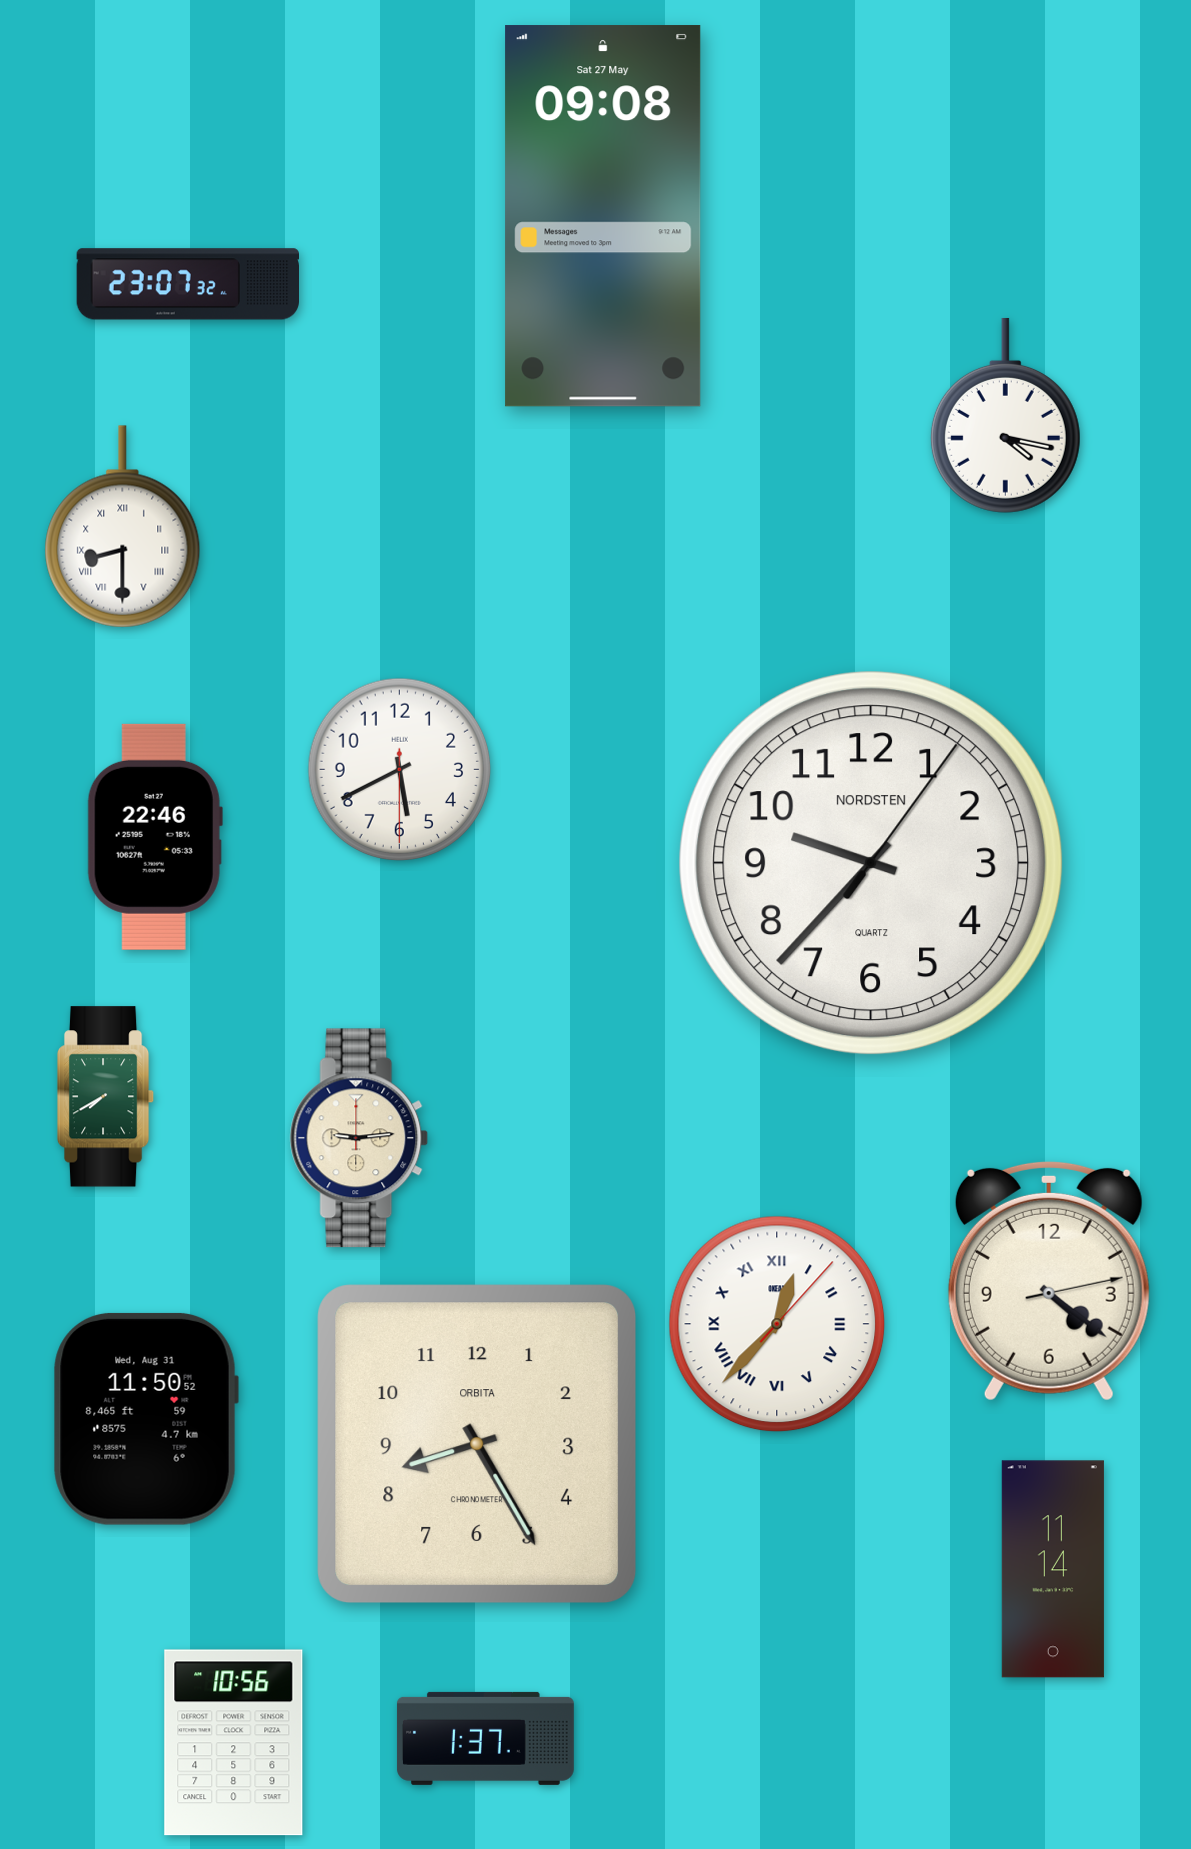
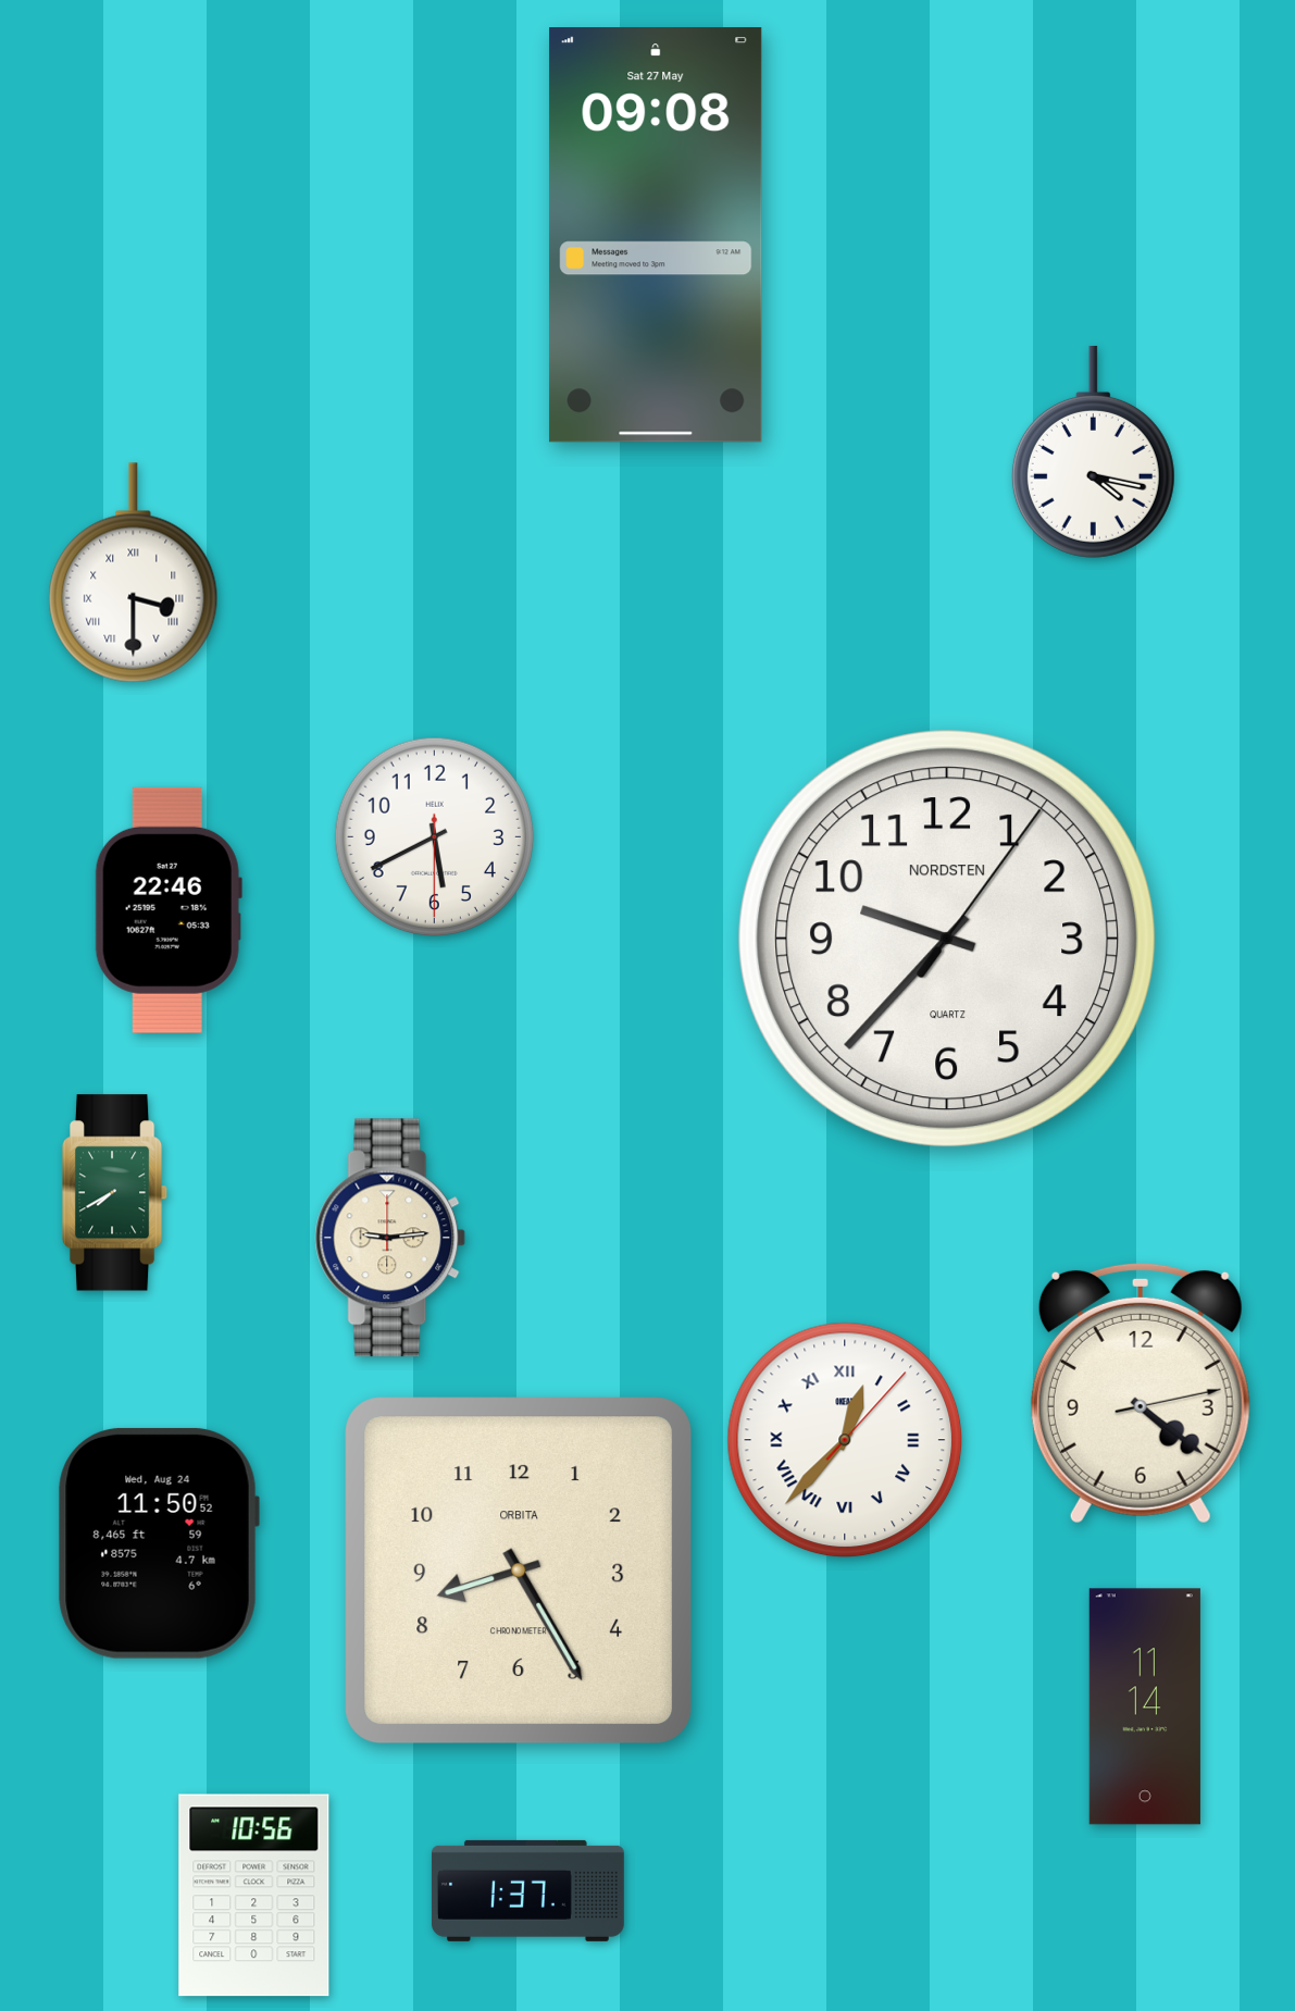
clock at (187, 284): 23:07 -> none
clock at (123, 527): 8:30 -> 3:30
clock at (146, 1419) date: Wed, Aug 31 -> Wed, Aug 24
